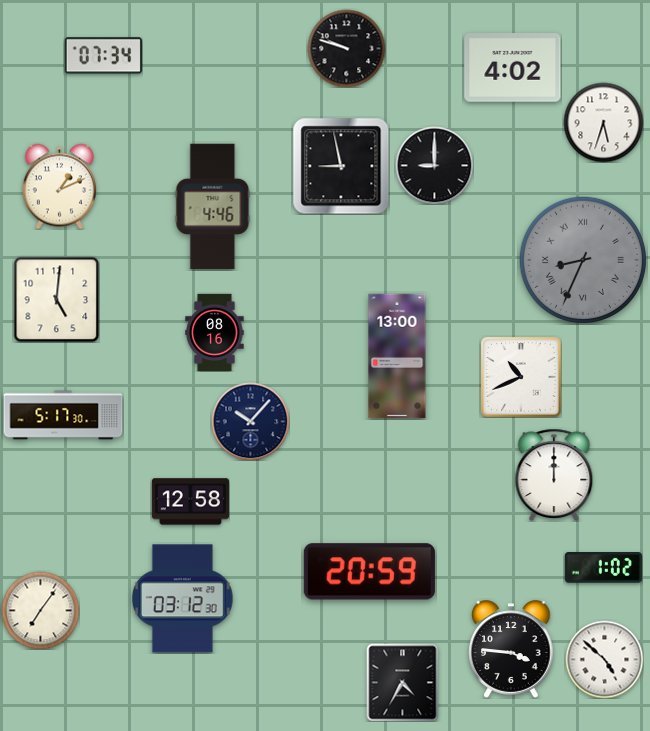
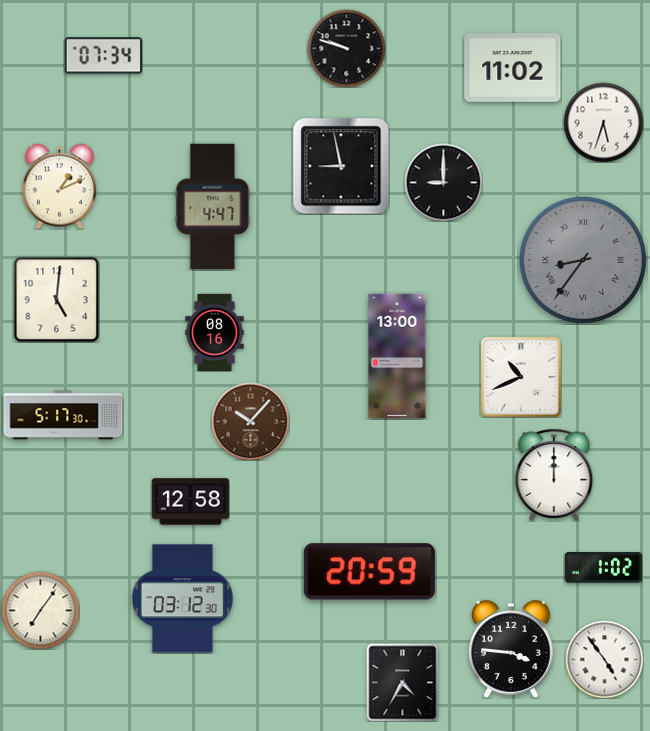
clock at (513, 68): 4:02 -> 11:02
clock at (434, 165) position: (434, 165) -> (443, 182)
clock at (213, 207): 4:46 -> 4:47
clock at (583, 260): 8:34 -> 8:36
clock at (250, 421) dial: navy -> brown
clock at (604, 659): 4:52 -> 4:54
